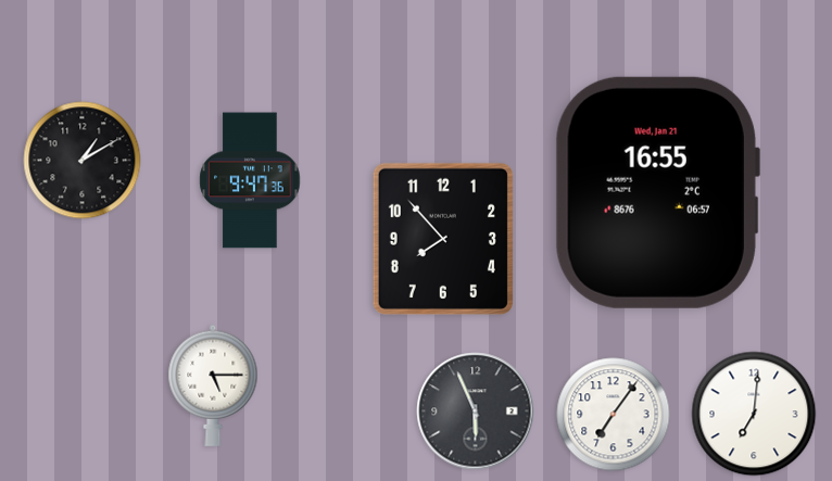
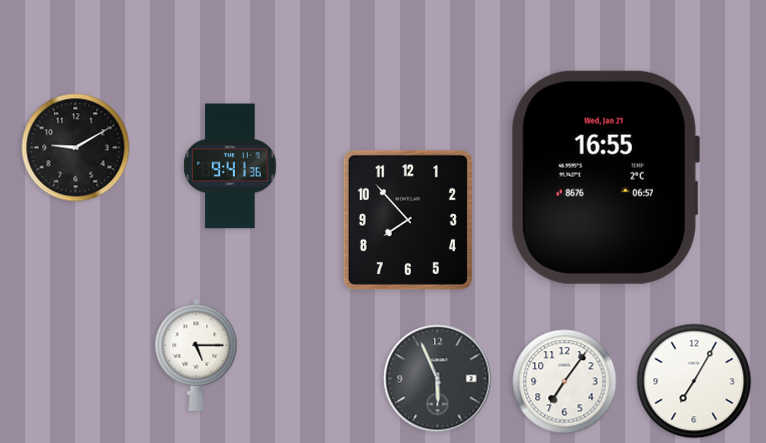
clock at (83, 161): 1:10 -> 9:10
clock at (250, 180): 9:47 -> 9:41
clock at (754, 414): 7:01 -> 7:05
